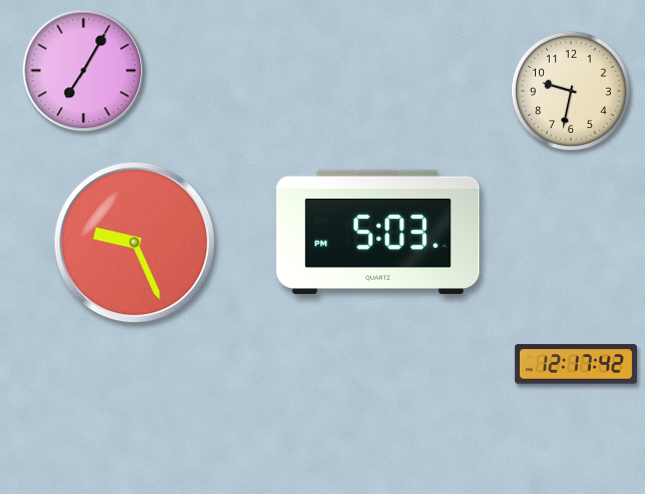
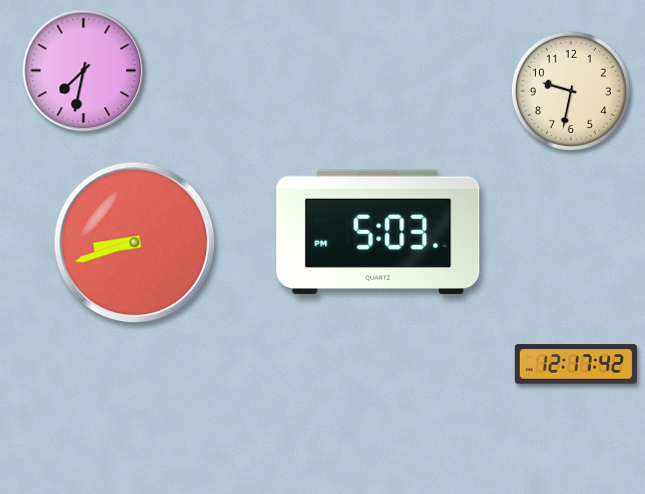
clock at (84, 71): 7:05 -> 7:32
clock at (135, 243): 9:26 -> 8:42
